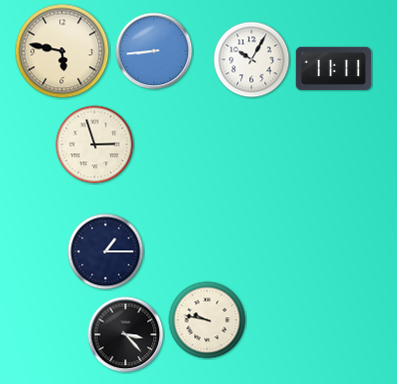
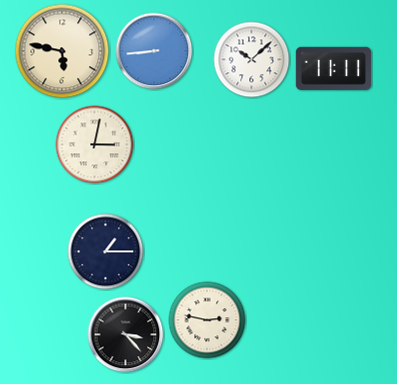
clock at (252, 60): 10:05 -> 10:08
clock at (95, 145): 2:57 -> 3:02
clock at (207, 320): 9:47 -> 2:47
